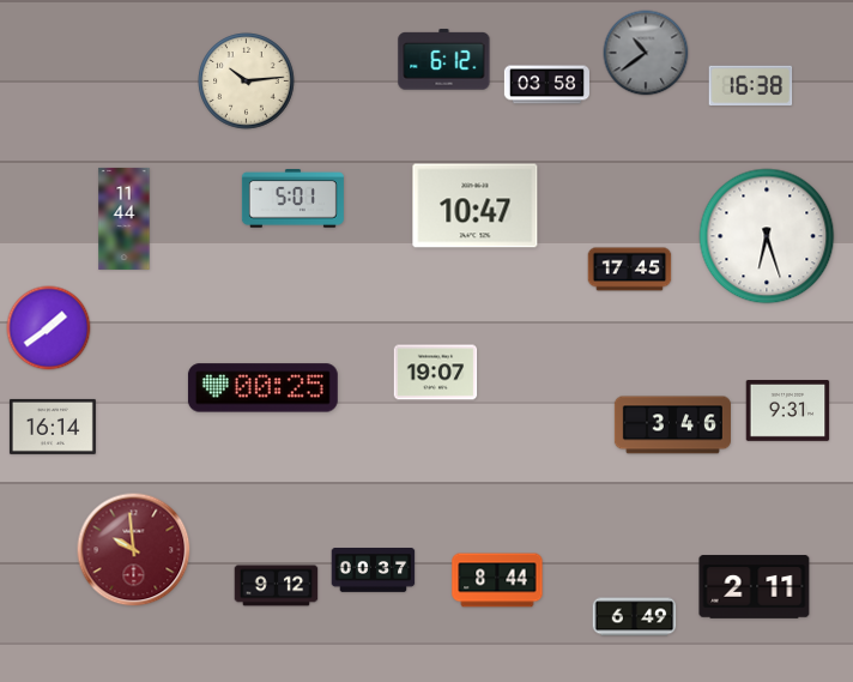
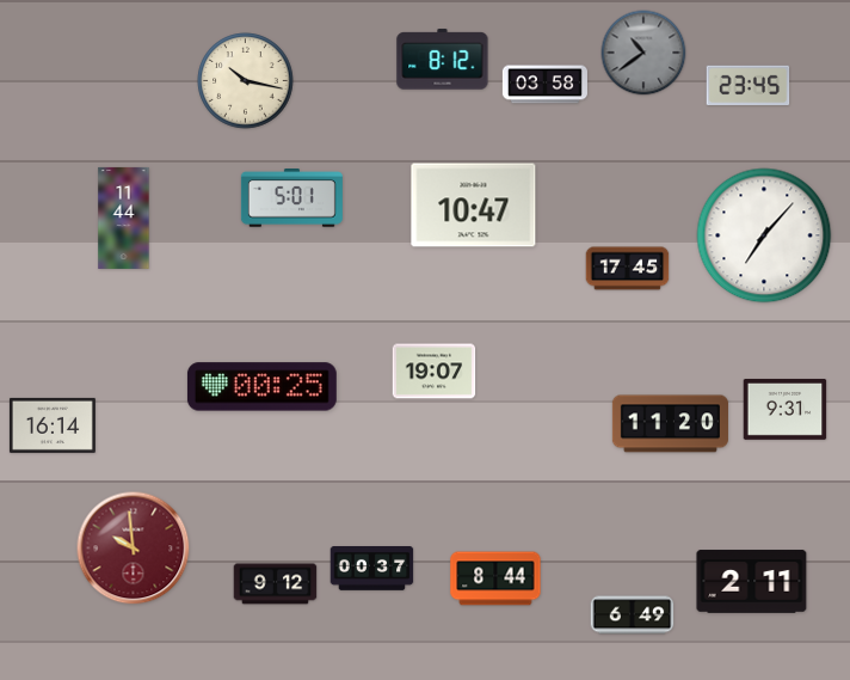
clock at (444, 60): 6:12 -> 8:12
clock at (247, 82): 10:14 -> 10:17
clock at (751, 86): 16:38 -> 23:45
clock at (767, 236): 6:27 -> 7:07
clock at (49, 328): 1:39 -> none
clock at (672, 426): 3:46 -> 11:20
clock at (755, 587) position: (755, 587) -> (752, 582)
